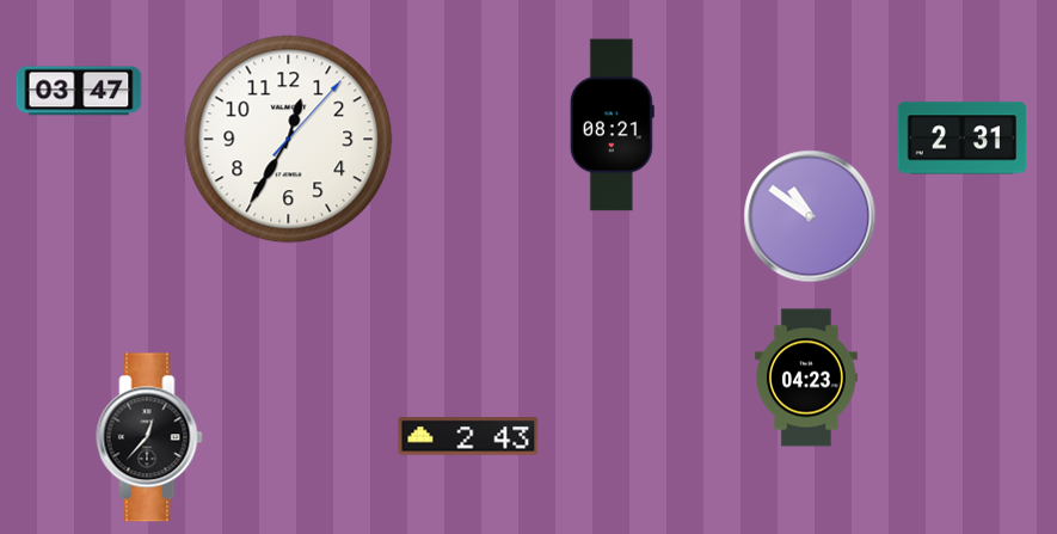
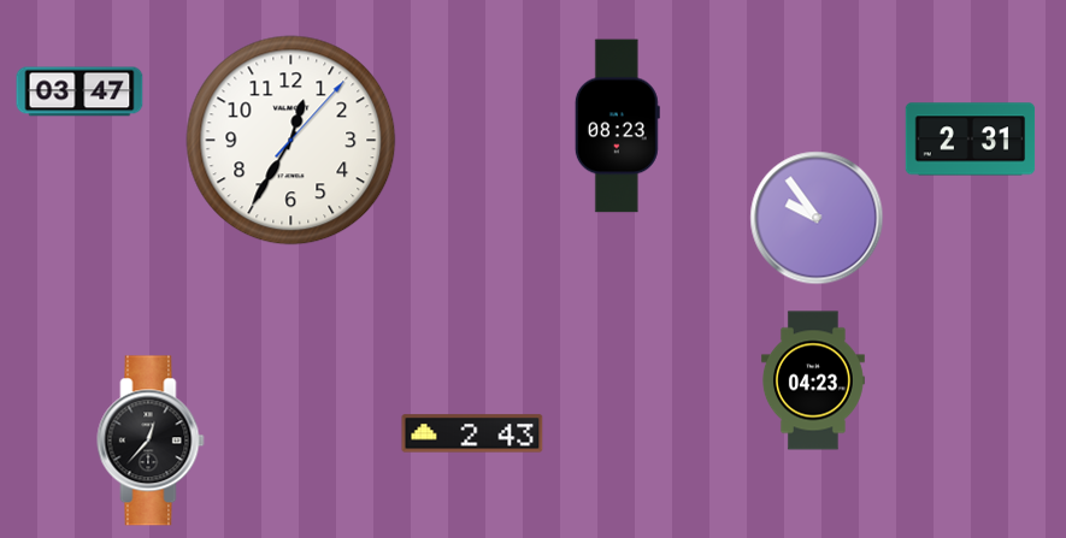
clock at (612, 125): 08:21 -> 08:23
clock at (810, 216): 10:51 -> 9:54
clock at (468, 436) position: (468, 436) -> (472, 433)
